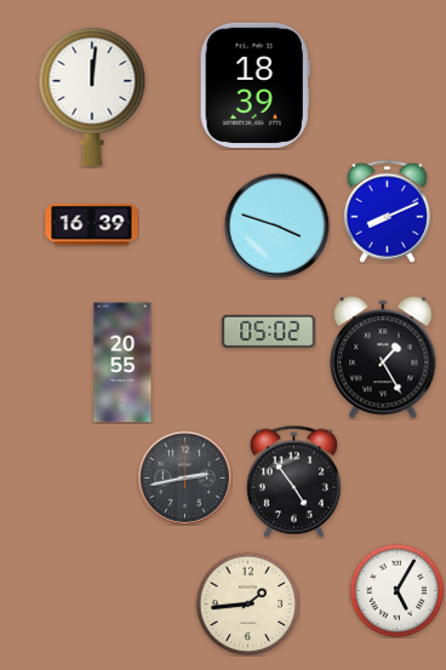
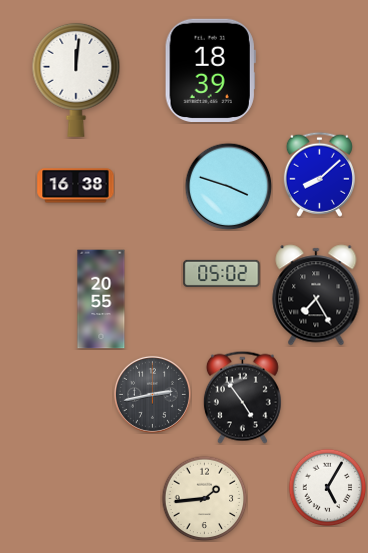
clock at (387, 211): 8:11 -> 8:08
clock at (92, 225): 16:39 -> 16:38
clock at (383, 357): 1:25 -> 7:25
